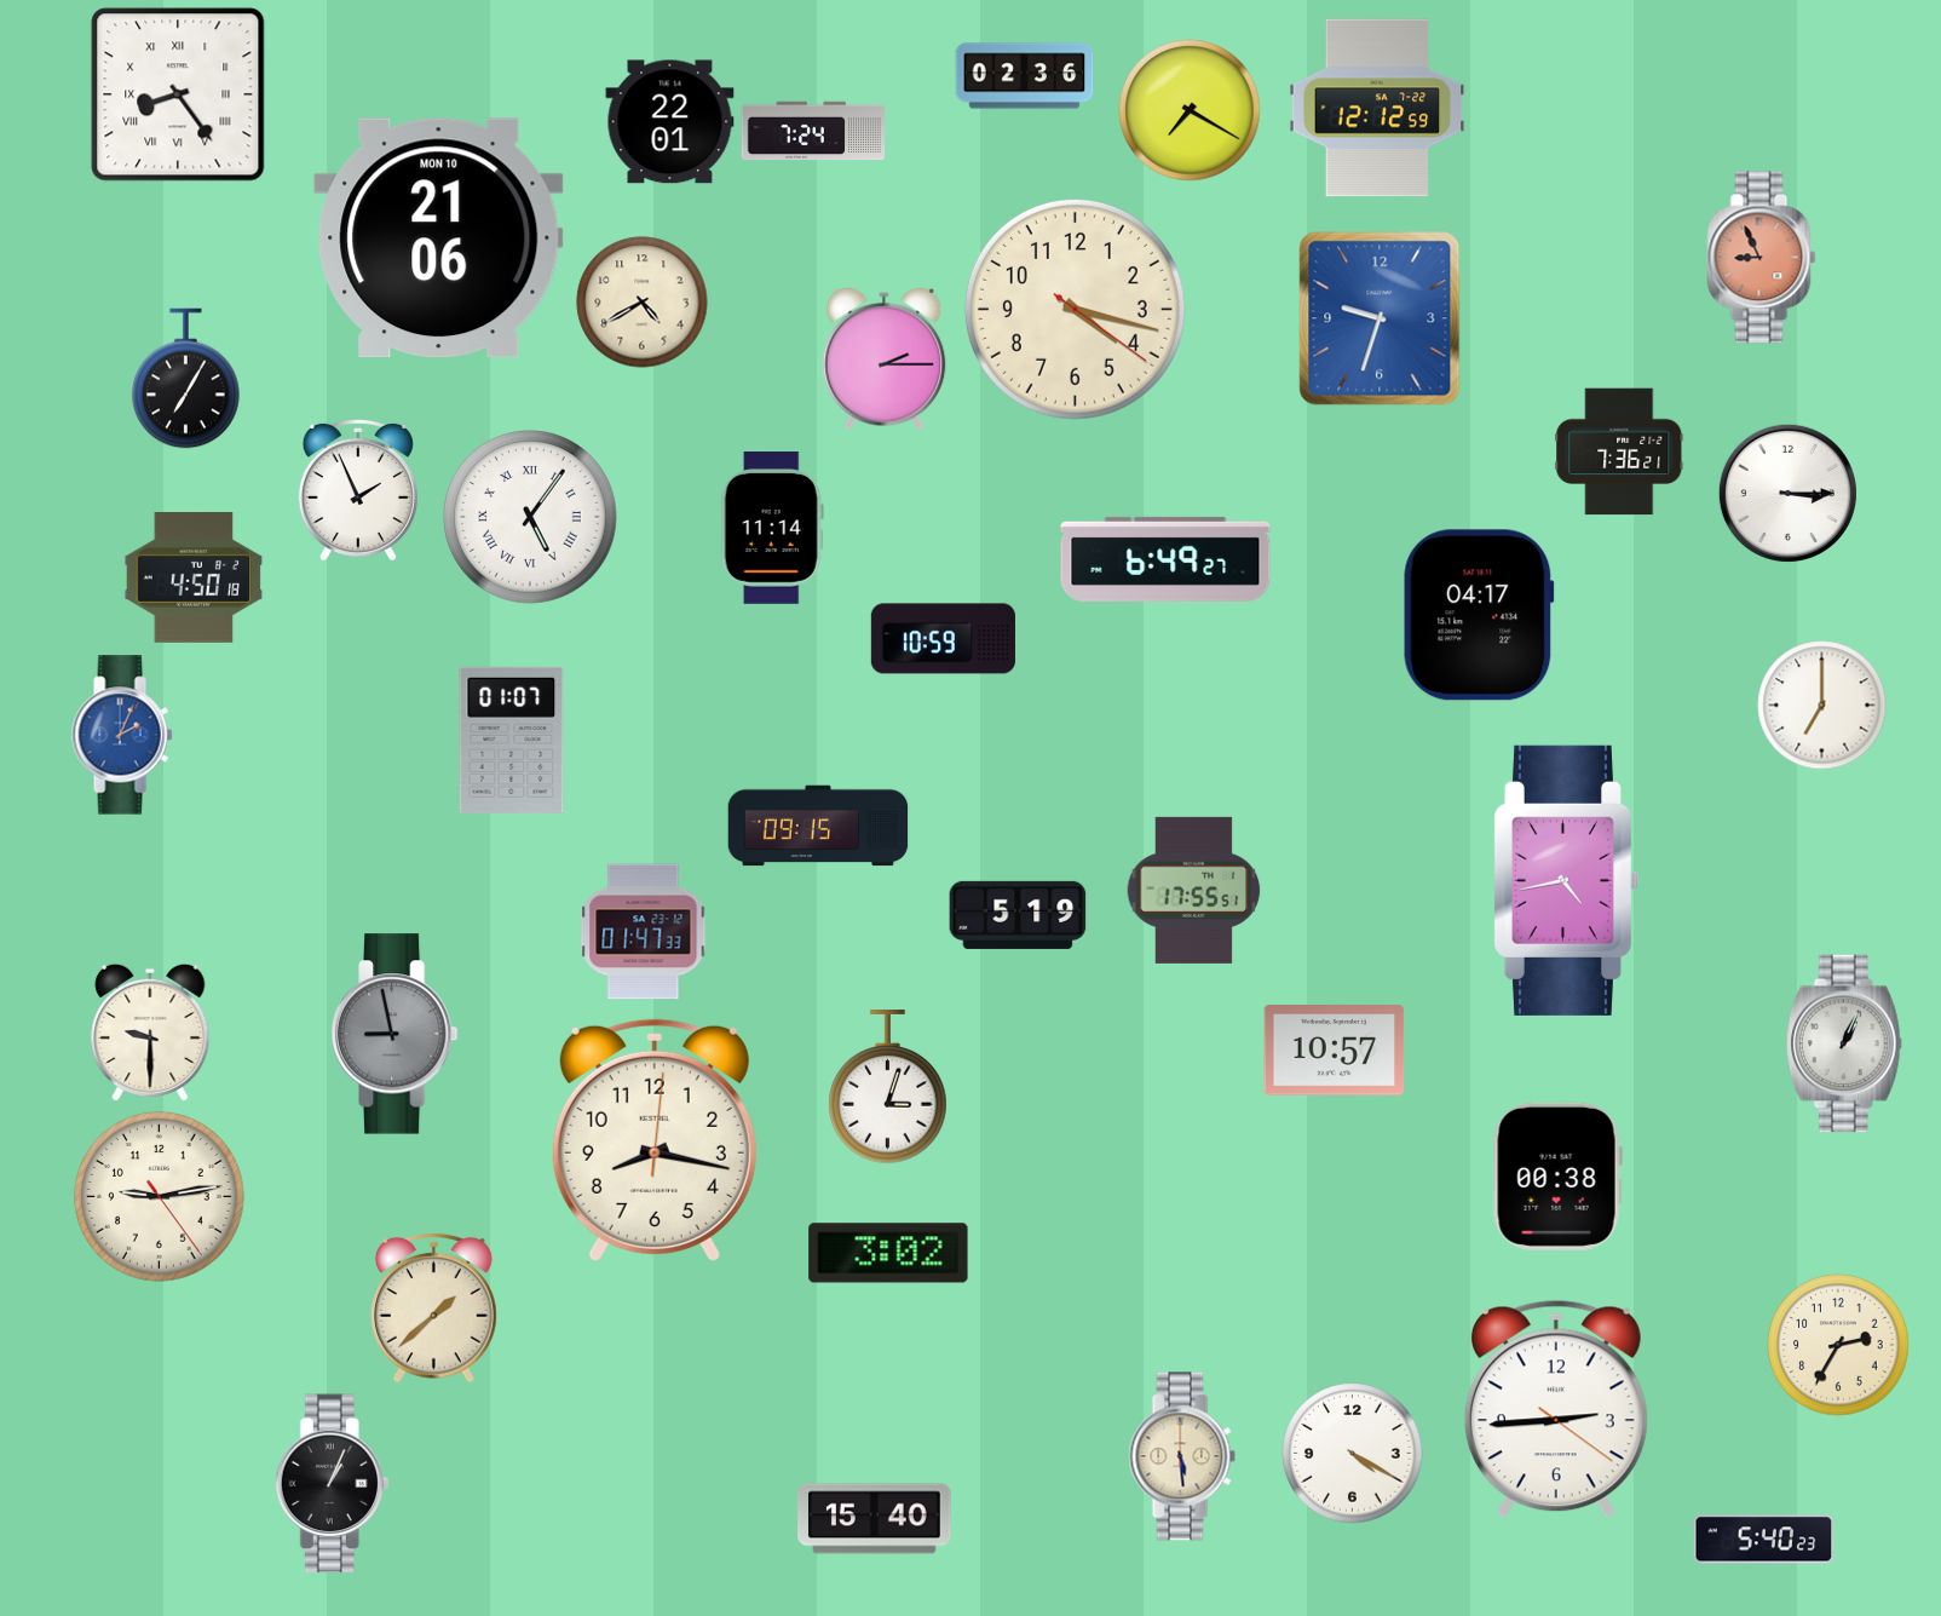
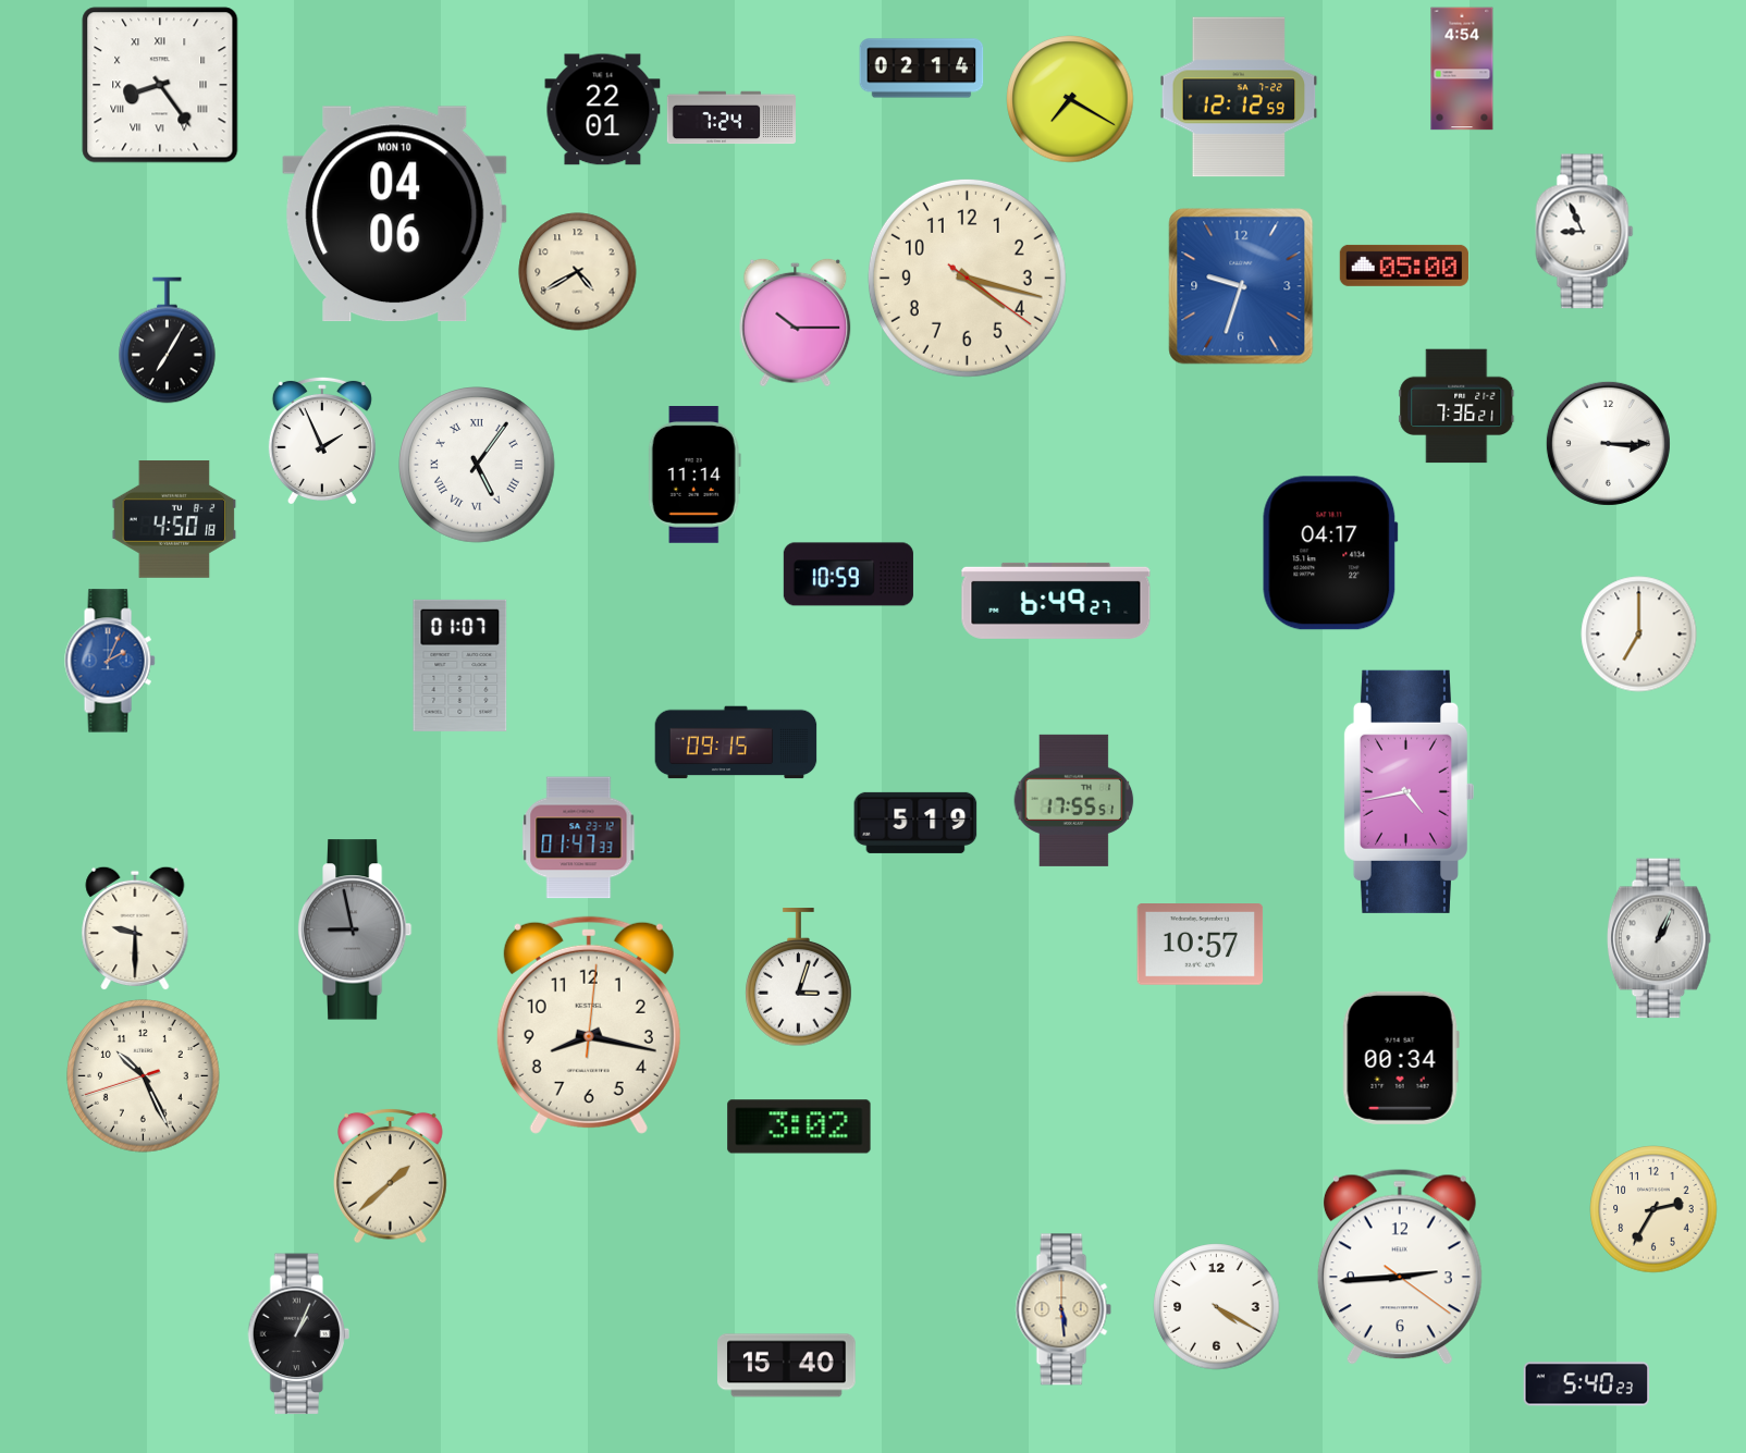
clock at (1025, 76): 02:36 -> 02:14
clock at (1462, 69): none -> 4:54
clock at (439, 238): 21:06 -> 04:06
clock at (1762, 258) dial: salmon -> white
clock at (1404, 266): none -> 05:00
clock at (885, 358): 2:15 -> 10:15
clock at (1165, 559) position: (1165, 559) -> (1056, 601)
clock at (1557, 1177): 00:38 -> 00:34
clock at (160, 1197): 9:13 -> 10:25
